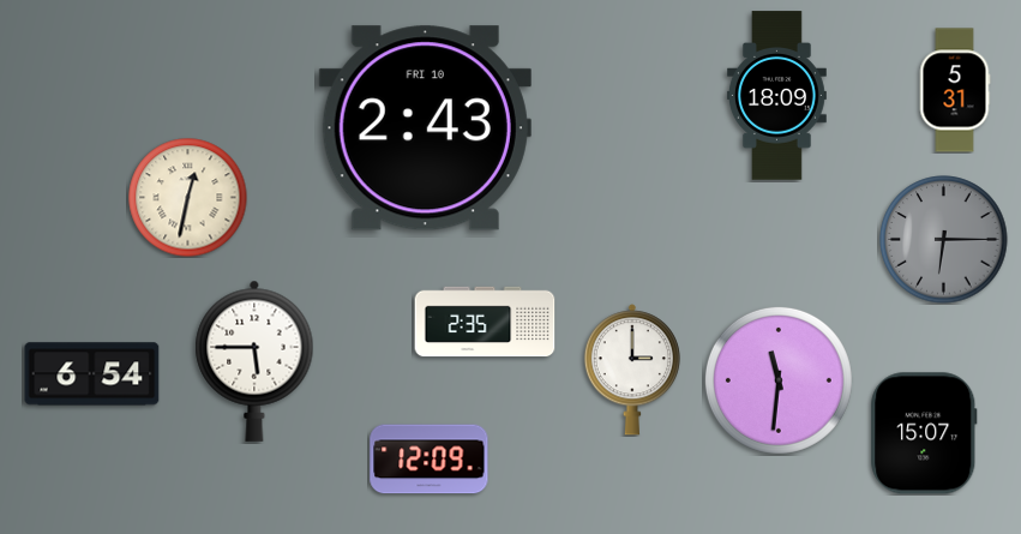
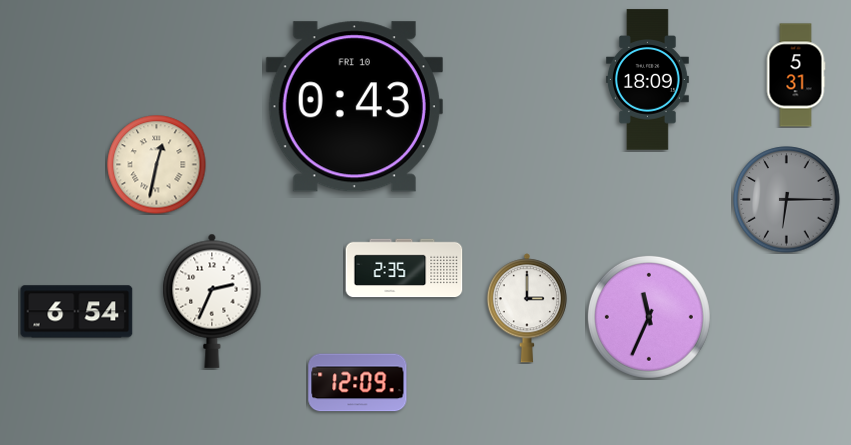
clock at (425, 128): 2:43 -> 0:43
clock at (254, 361): 5:45 -> 2:34
clock at (779, 380): 11:31 -> 11:34
clock at (924, 433): 15:07 -> none
